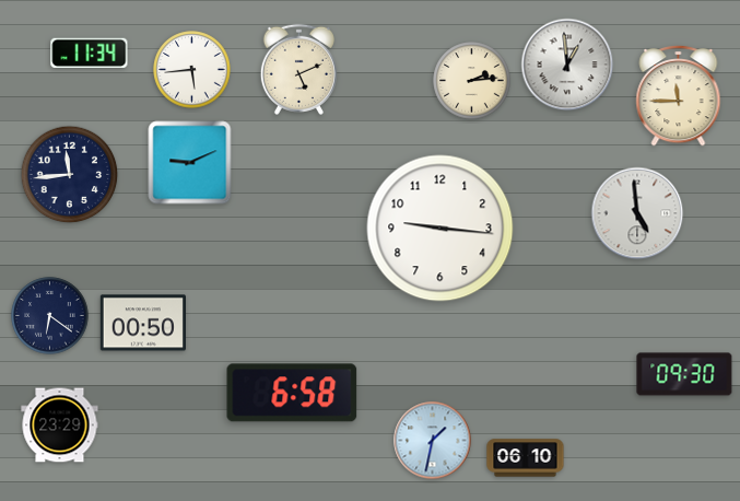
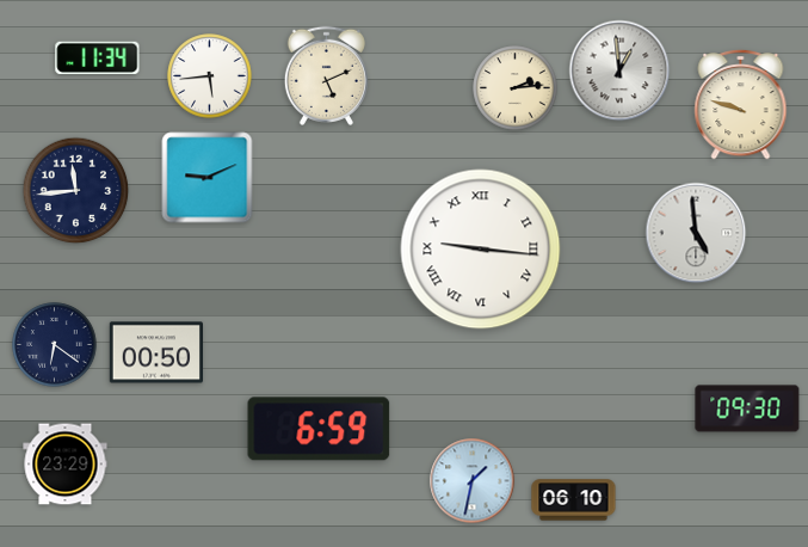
clock at (679, 95): 11:45 -> 9:48
clock at (441, 229) numerals: Arabic -> Roman
clock at (292, 393): 6:58 -> 6:59
